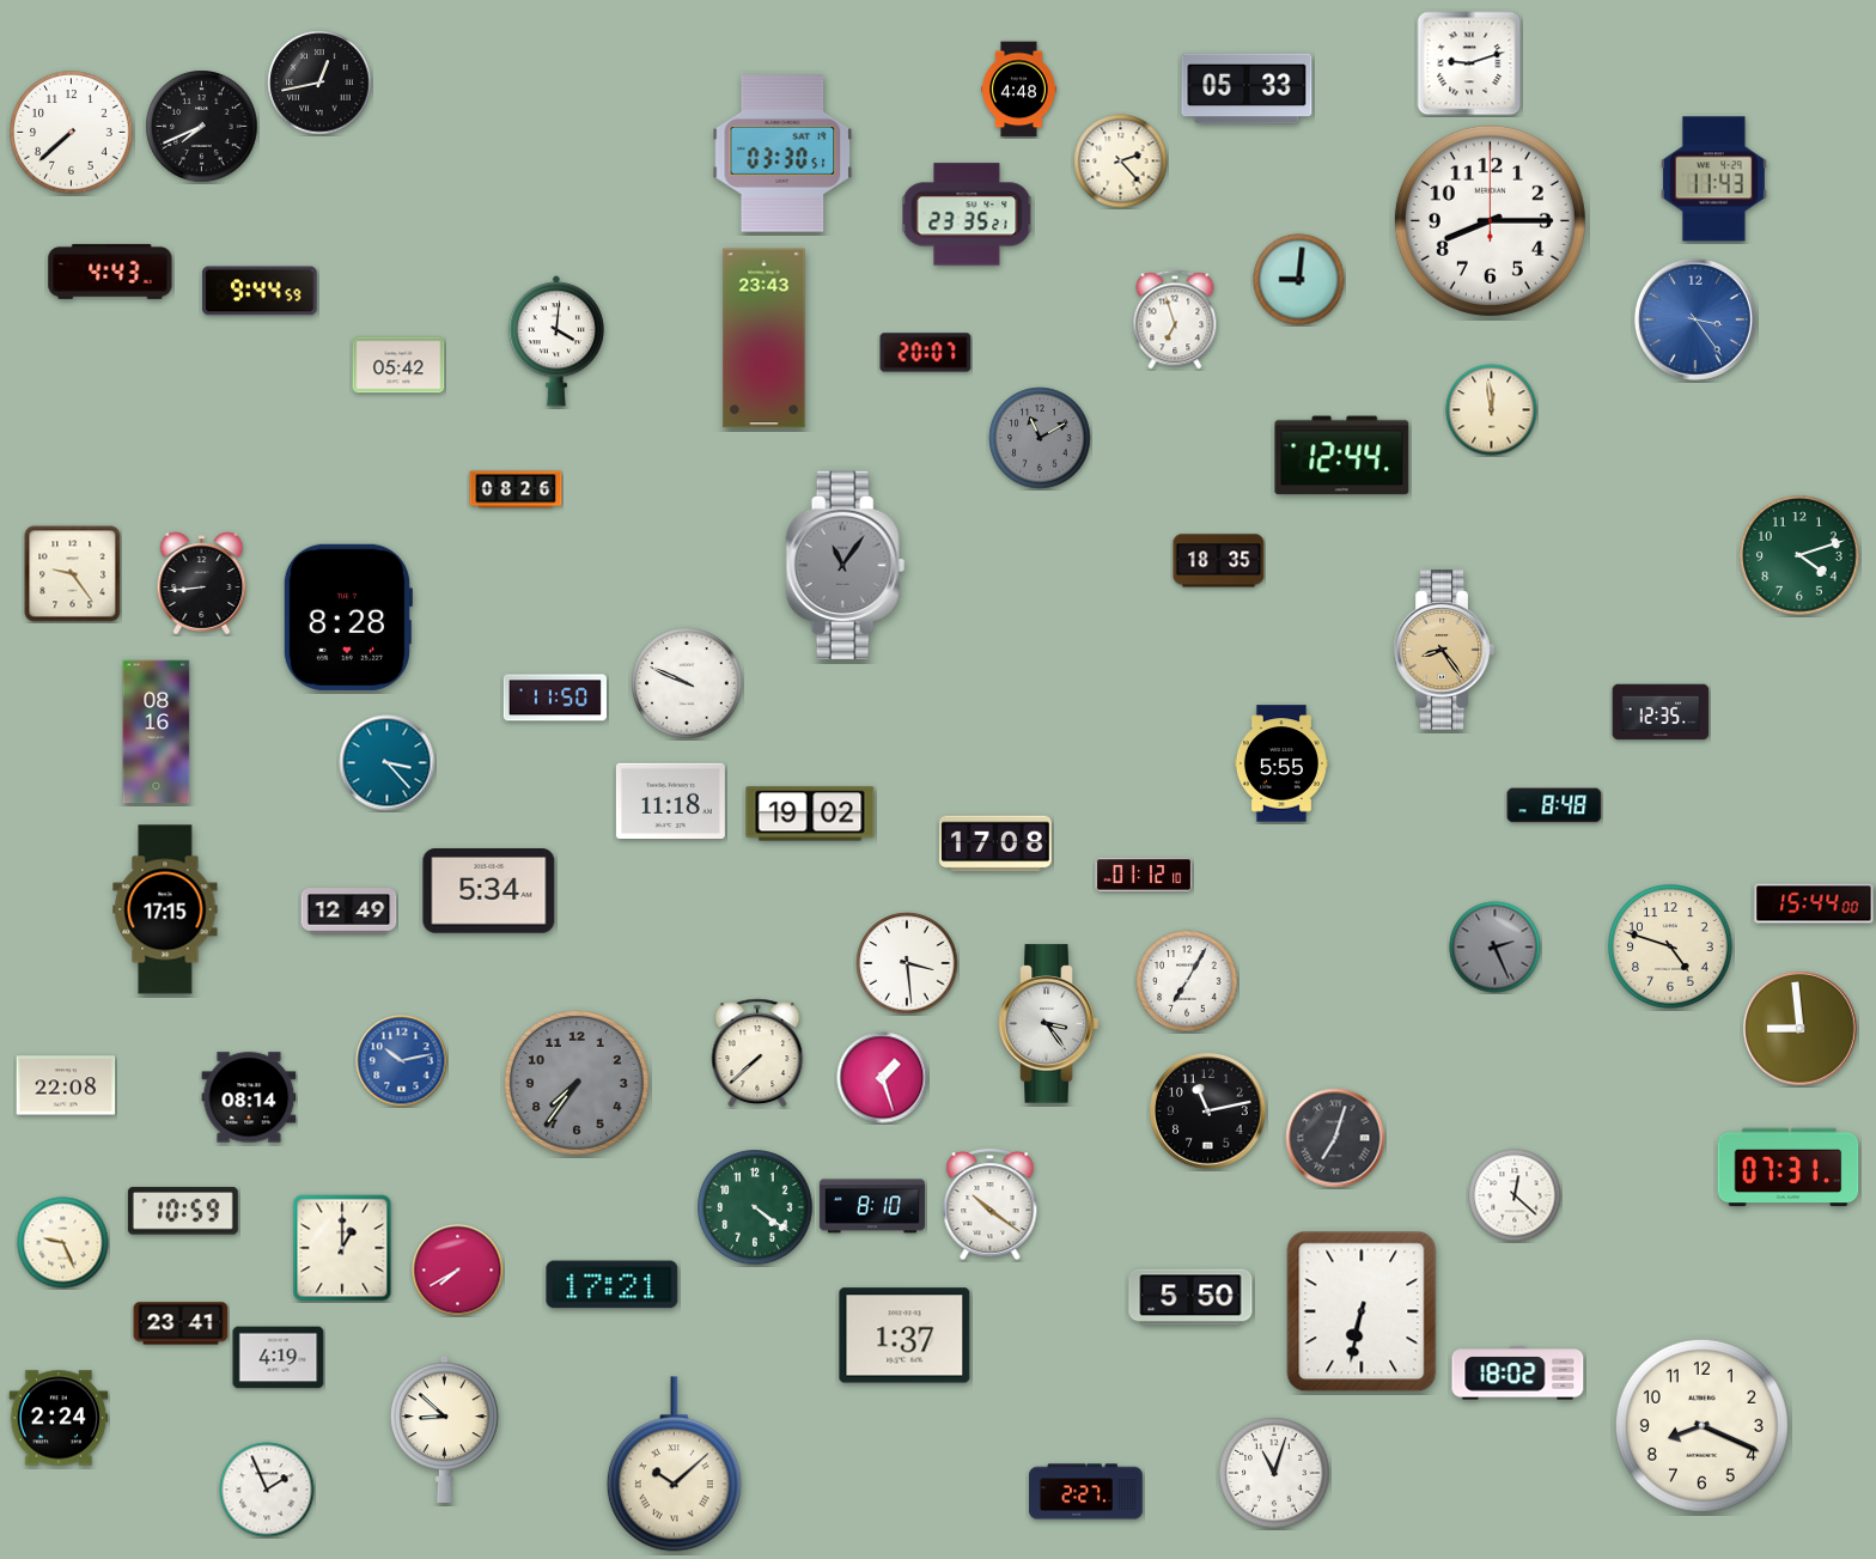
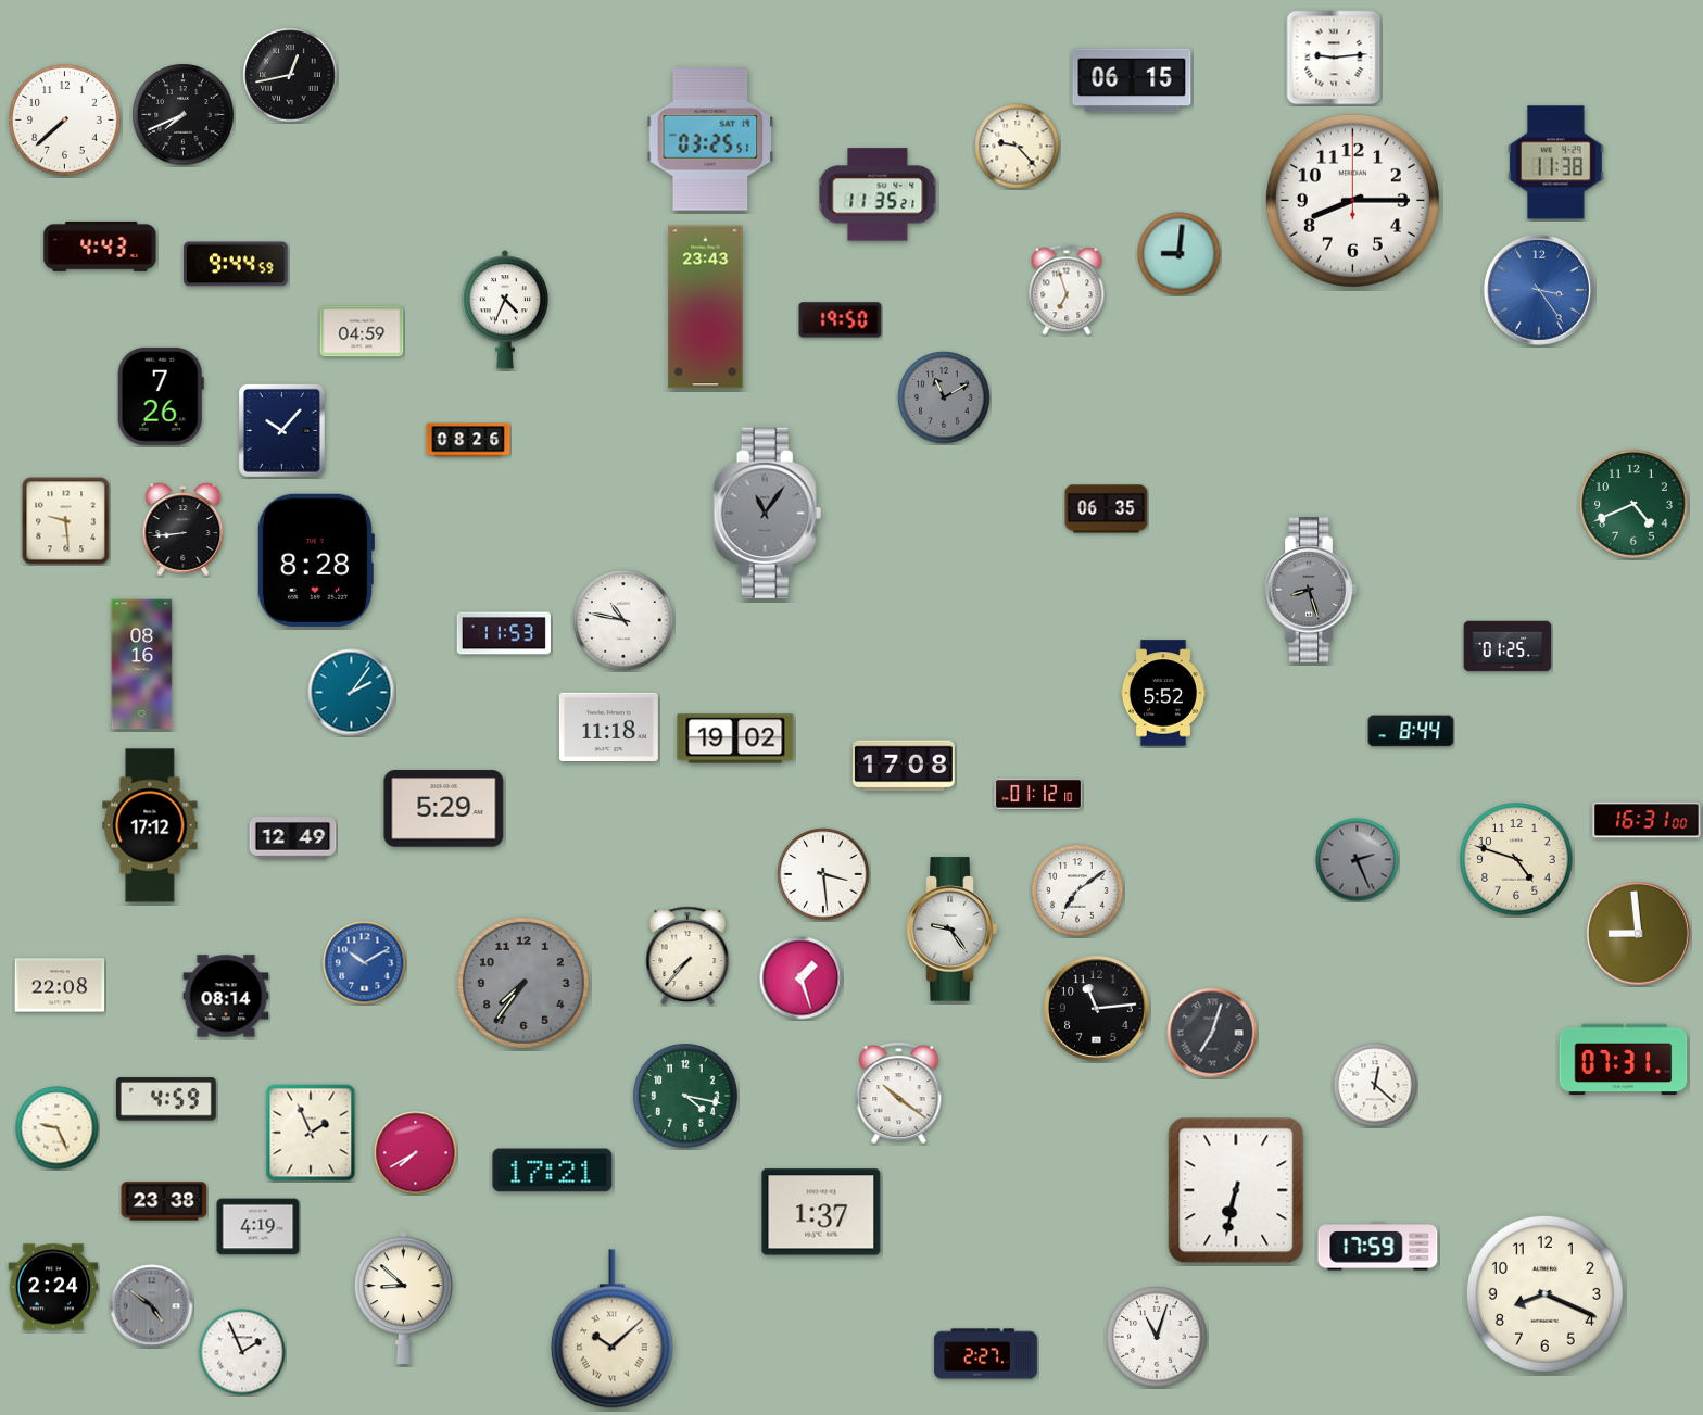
clock at (1469, 63): 9:12 -> 9:14
clock at (1247, 89): 05:33 -> 06:15
clock at (1019, 90): 4:48 -> none
clock at (782, 153): 03:30 -> 03:25
clock at (1121, 162): 2:23 -> 9:23
clock at (1713, 179): 11:43 -> 11:38
clock at (967, 214): 23:35 -> 11:35
clock at (765, 339) position: (765, 339) -> (706, 307)
clock at (556, 341): 4:01 -> 4:34
clock at (926, 353): 20:07 -> 19:50
clock at (398, 365): 05:42 -> 04:59
clock at (1492, 410): 11:59 -> none
clock at (161, 396): none -> 7:26
clock at (1342, 456): 12:44 -> none
clock at (281, 430): none -> 10:07
clock at (516, 489) position: (516, 489) -> (468, 440)
clock at (1799, 555): 4:12 -> 4:41
clock at (1219, 561): 18:35 -> 06:35
clock at (73, 574): 9:24 -> 9:29
clock at (1444, 650): 8:24 -> 8:27
clock at (1444, 650) dial: champagne -> grey
clock at (687, 683): 9:49 -> 10:47
clock at (555, 698): 11:50 -> 11:53
clock at (1661, 712): 12:35 -> 01:25
clock at (388, 763): 3:23 -> 2:06
clock at (1281, 763): 5:55 -> 5:52
clock at (1554, 805): 8:48 -> 8:44
clock at (489, 891): 5:34 -> 5:29
clock at (1814, 903): 15:44 -> 16:31
clock at (165, 909): 17:15 -> 17:12
clock at (349, 912) position: (349, 912) -> (293, 838)
clock at (1187, 981): 7:05 -> 7:09
clock at (1049, 1024): 3:24 -> 9:24
clock at (1801, 1029) position: (1801, 1029) -> (1639, 934)
clock at (757, 1053): 7:38 -> 7:37
clock at (402, 1061): 10:13 -> 10:10
clock at (1208, 1112): 11:13 -> 11:14
clock at (872, 1206): 8:10 -> none
clock at (755, 1207): 4:21 -> 4:17
clock at (183, 1211): 10:59 -> 4:59
clock at (342, 1248): 1:00 -> 1:56
clock at (613, 1285) position: (613, 1285) -> (553, 1171)
clock at (1190, 1297): 5:50 -> none
clock at (181, 1323): 23:41 -> 23:38
clock at (279, 1358) position: (279, 1358) -> (258, 1227)
clock at (1518, 1374): 18:02 -> 17:59
clock at (152, 1306): none -> 4:51
